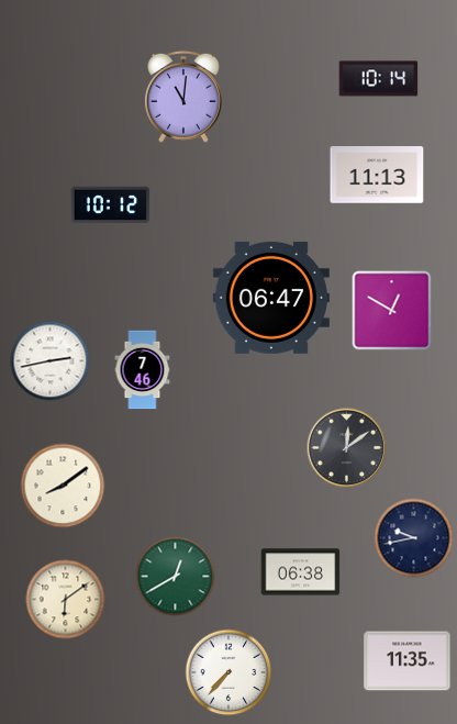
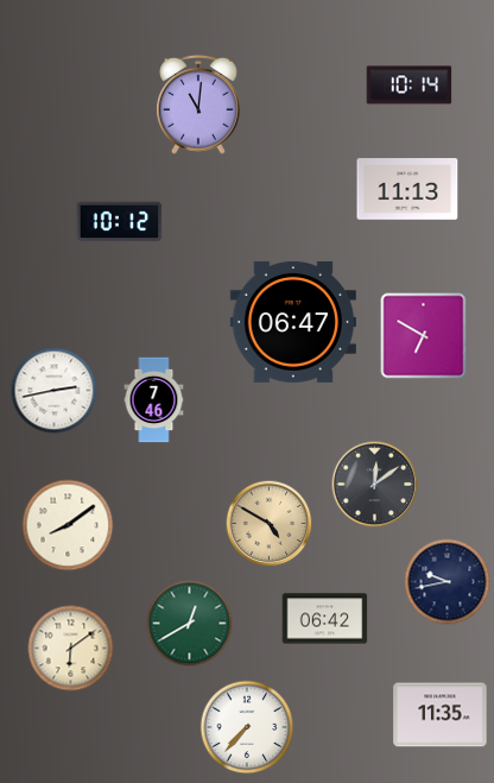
clock at (392, 311): 12:50 -> 6:50
clock at (270, 524): none -> 4:50
clock at (301, 572): 06:38 -> 06:42
